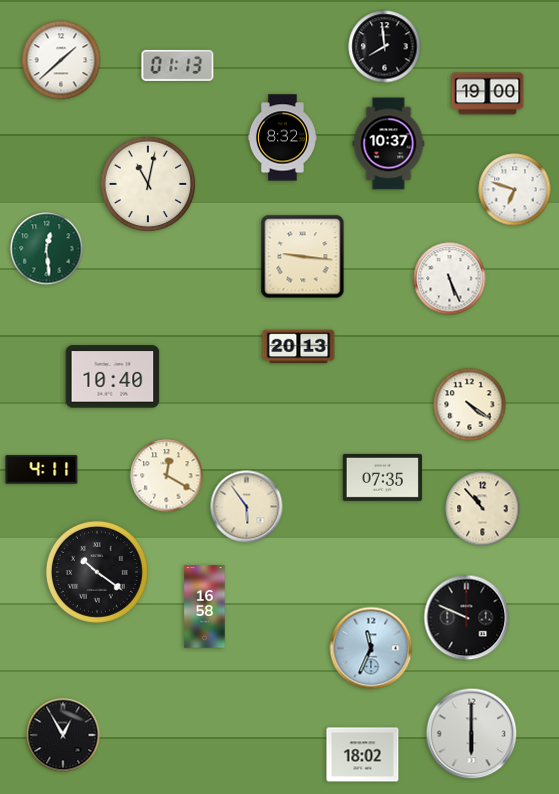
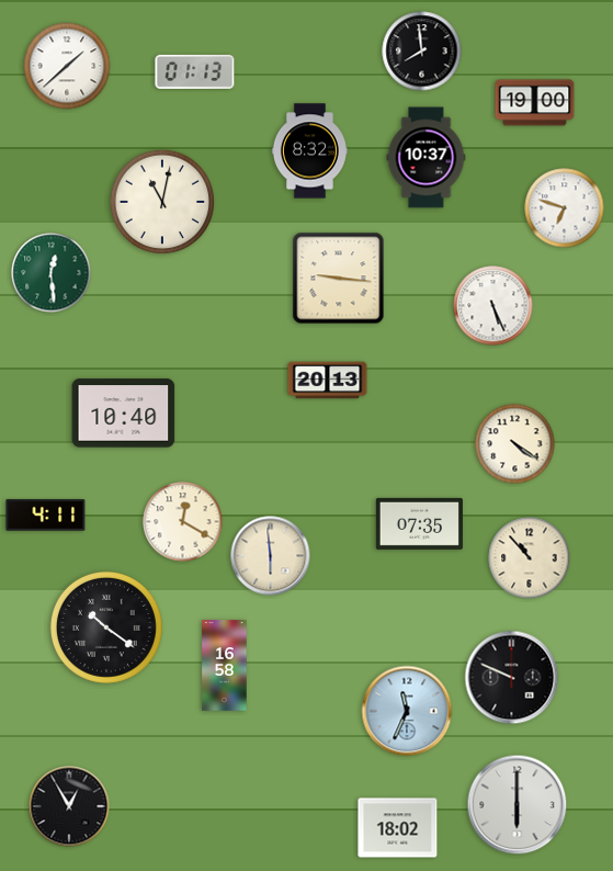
clock at (303, 257) position: (303, 257) -> (339, 279)
clock at (247, 507): 5:54 -> 5:59
